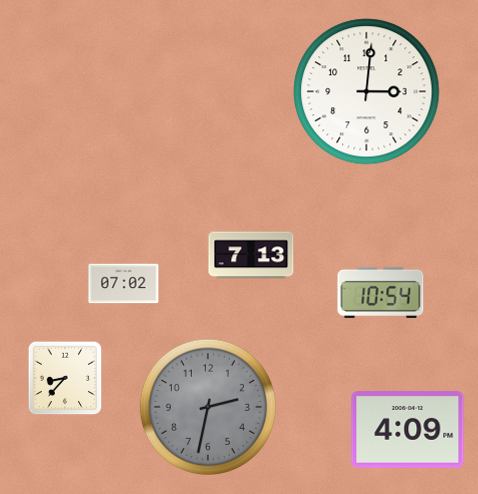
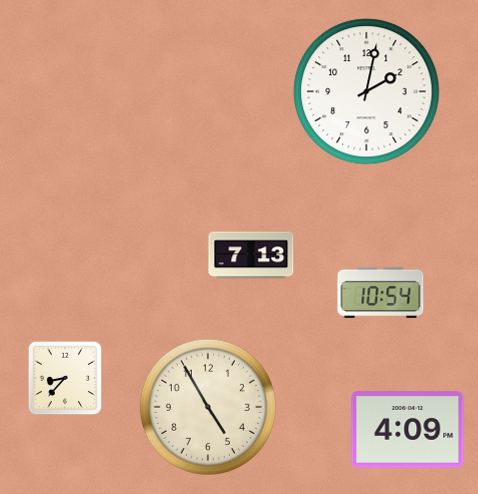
clock at (367, 92): 3:01 -> 2:02
clock at (124, 284): 07:02 -> none
clock at (208, 407): 2:32 -> 4:55
clock at (208, 407) dial: grey -> cream
